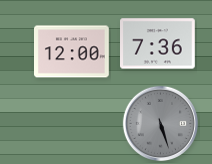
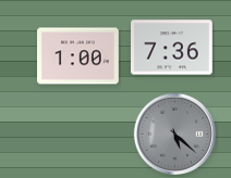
clock at (72, 52): 12:00 -> 1:00
clock at (160, 123): 5:27 -> 5:22
